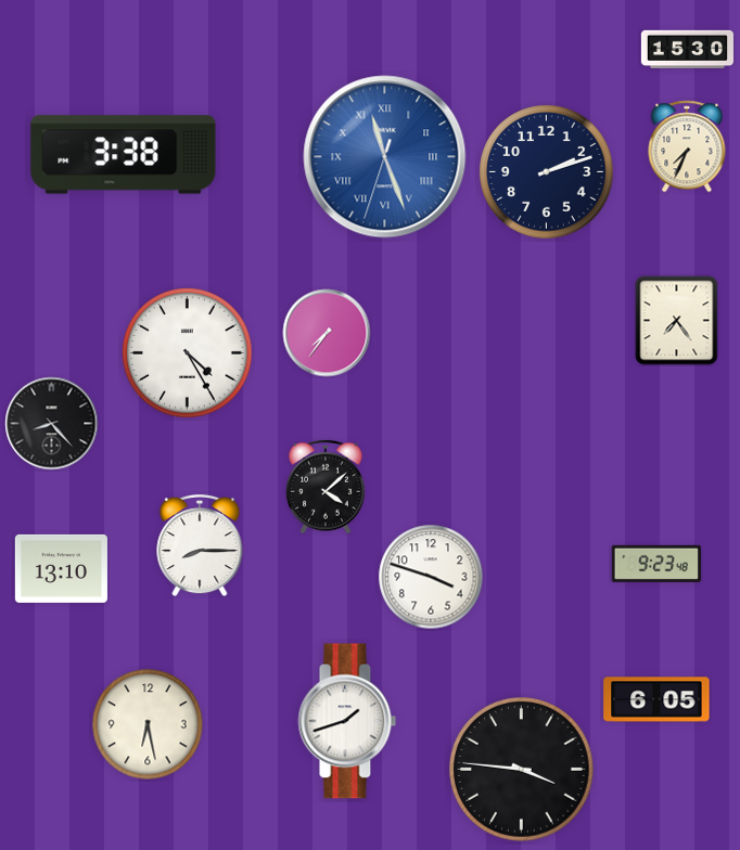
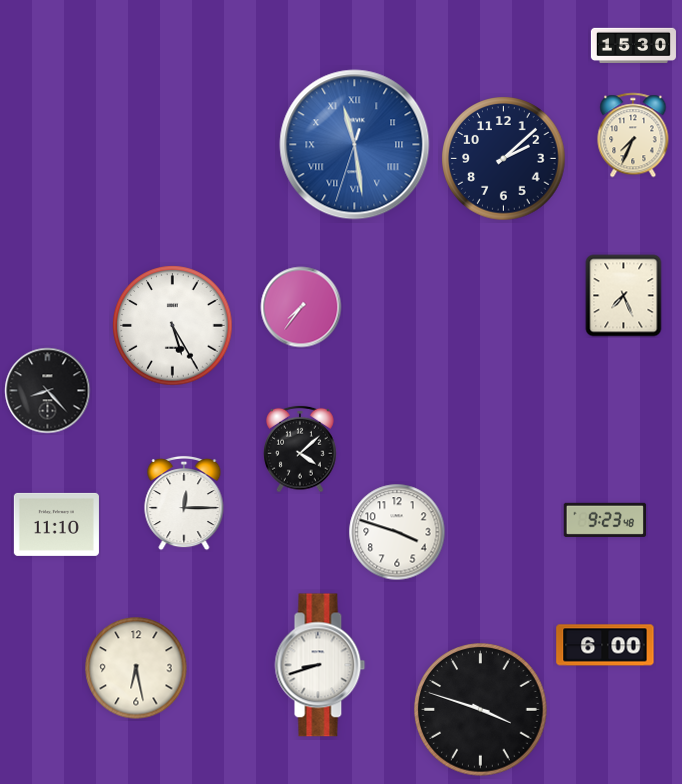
clock at (124, 155): 3:38 -> none
clock at (385, 157): 11:26 -> 11:28
clock at (547, 172): 2:12 -> 2:08
clock at (677, 321): 7:24 -> 7:26
clock at (188, 353): 4:25 -> 5:25
clock at (200, 545): 8:15 -> 12:15
clock at (61, 568): 13:10 -> 11:10
clock at (656, 699): 6:05 -> 6:00
clock at (347, 721): 1:42 -> 8:42
clock at (522, 770): 3:46 -> 3:48
